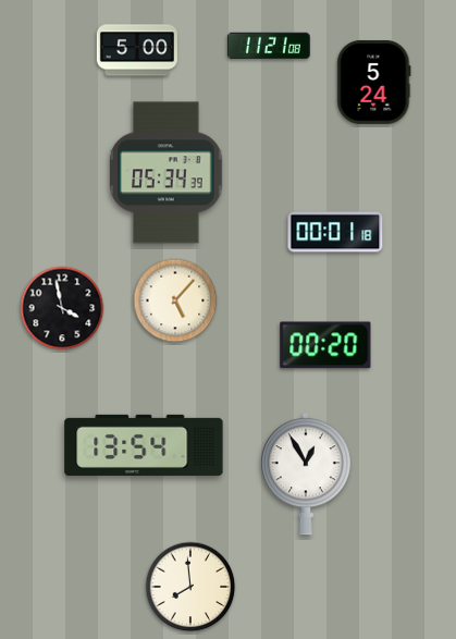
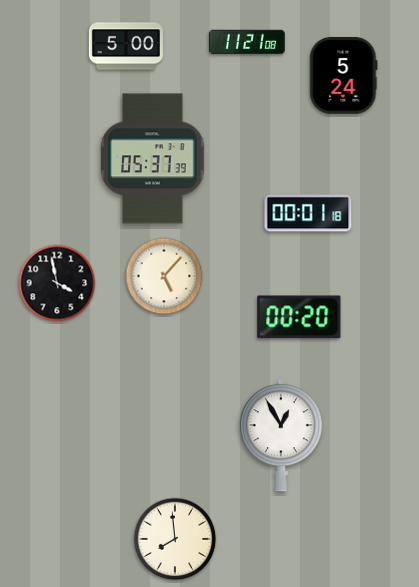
clock at (167, 173): 05:34 -> 05:37
clock at (175, 300) position: (175, 300) -> (164, 276)
clock at (144, 445): 13:54 -> none
